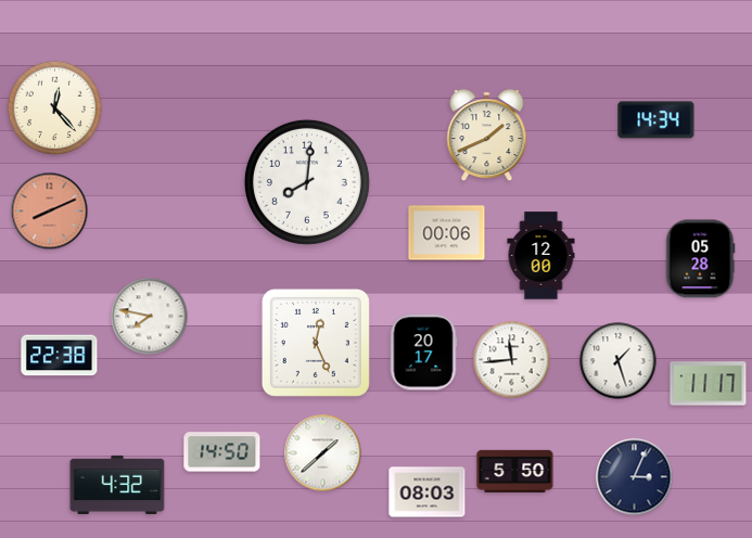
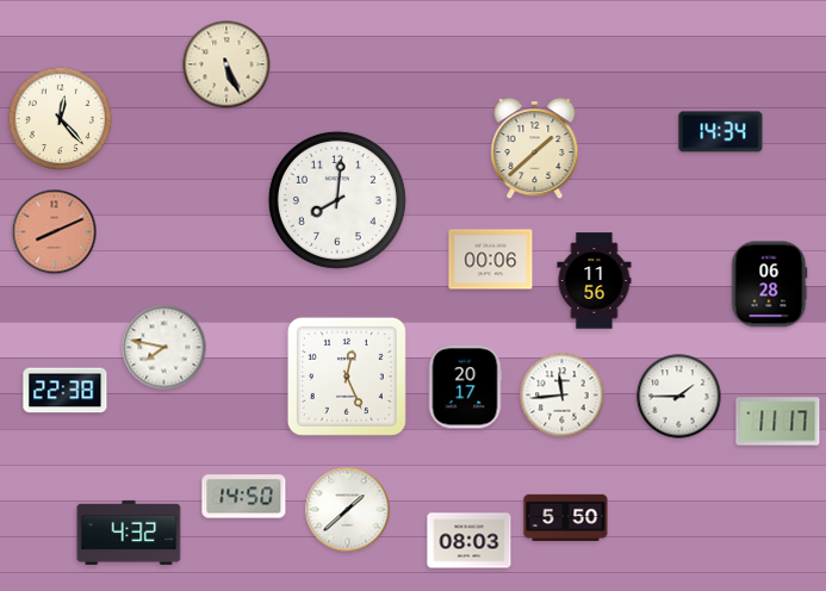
clock at (226, 64): none -> 5:26
clock at (487, 137): 1:41 -> 1:38
clock at (447, 233) position: (447, 233) -> (491, 260)
clock at (541, 256): 12:00 -> 11:56
clock at (700, 259): 05:28 -> 06:28
clock at (619, 361): 1:27 -> 1:45
clock at (323, 453) position: (323, 453) -> (348, 510)
clock at (635, 477): 3:04 -> none
